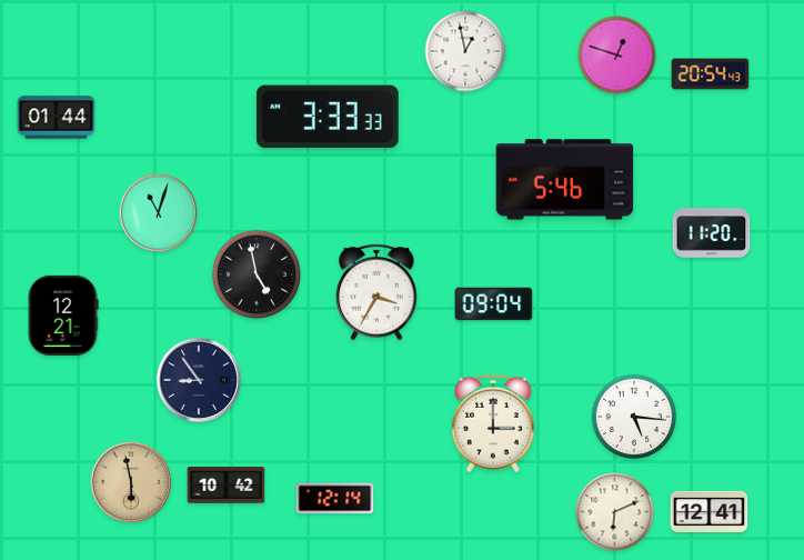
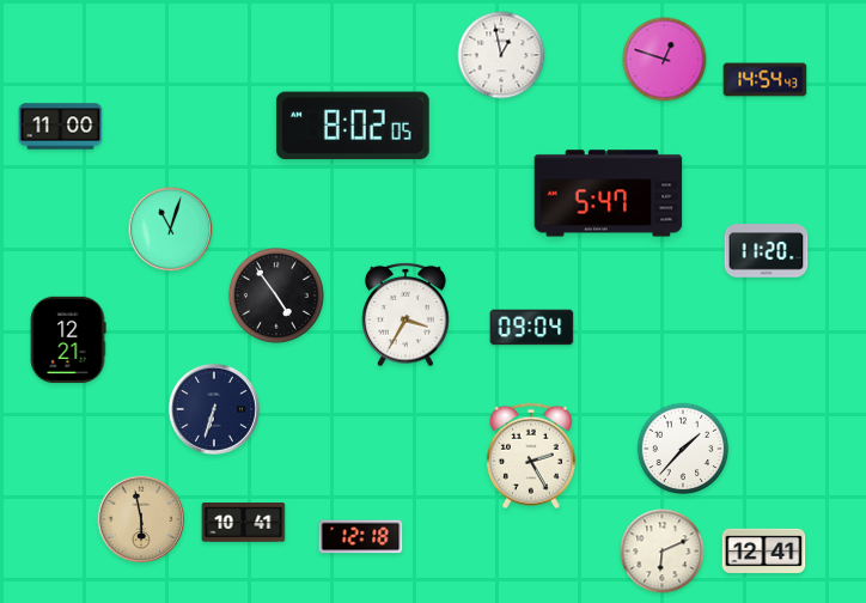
clock at (711, 74): 20:54 -> 14:54
clock at (328, 117): 3:33 -> 8:02
clock at (57, 118): 01:44 -> 11:00
clock at (565, 180): 5:46 -> 5:47
clock at (257, 274): 4:58 -> 4:54
clock at (199, 380): 8:54 -> 6:33
clock at (634, 417): 5:16 -> 1:37
clock at (493, 423): 3:00 -> 2:25
clock at (227, 486): 10:42 -> 10:41
clock at (335, 499): 12:14 -> 12:18
